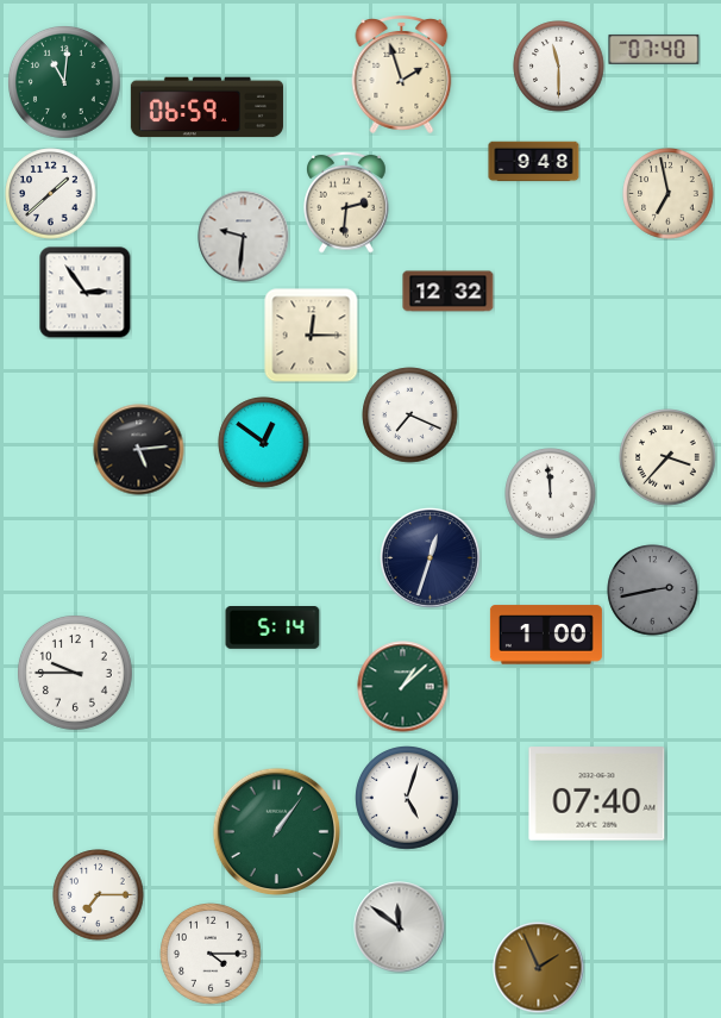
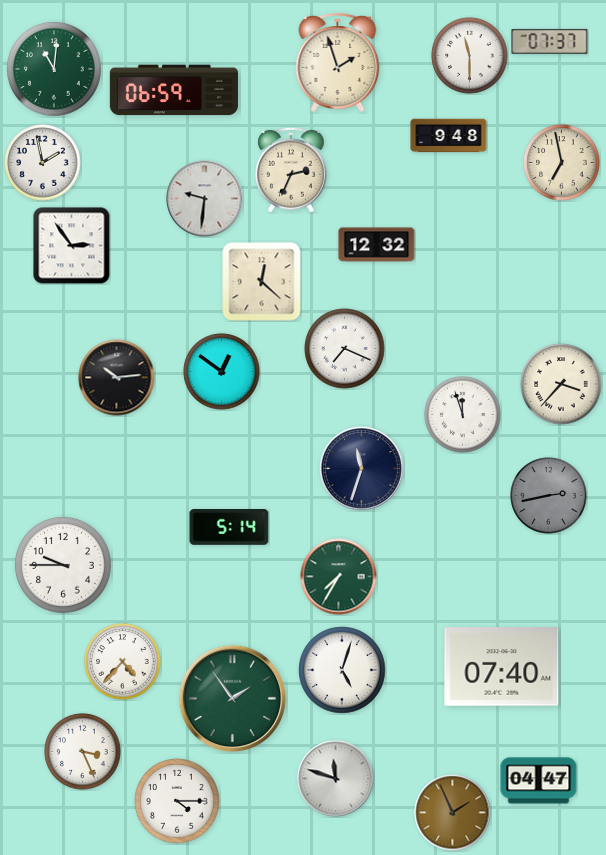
clock at (654, 49): 07:40 -> 07:37
clock at (51, 194): 1:38 -> 1:58
clock at (346, 202): 2:31 -> 2:34
clock at (312, 336): 12:15 -> 12:22
clock at (139, 450): 5:14 -> 10:14
clock at (551, 494): 11:59 -> 11:57
clock at (431, 558): 12:33 -> 11:33
clock at (546, 635): 1:00 -> none
clock at (403, 687): 1:08 -> 7:35
clock at (123, 662): none -> 4:37
clock at (277, 832): 1:06 -> 1:54
clock at (99, 895): 7:15 -> 3:26
clock at (400, 928): 11:51 -> 11:48
clock at (539, 781): none -> 04:47
